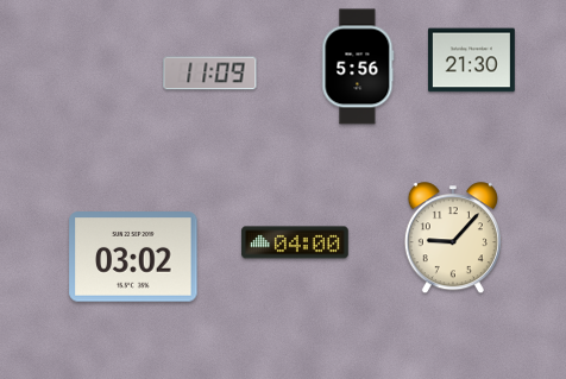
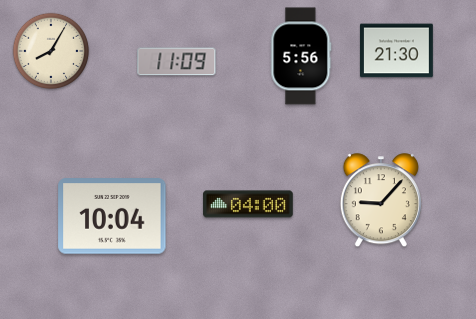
clock at (51, 51): none -> 8:05
clock at (133, 257): 03:02 -> 10:04
